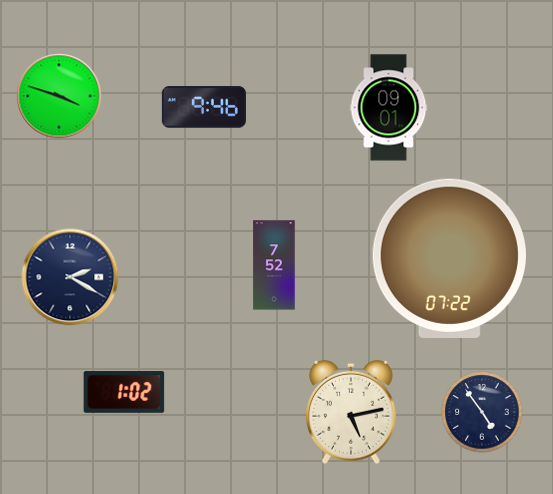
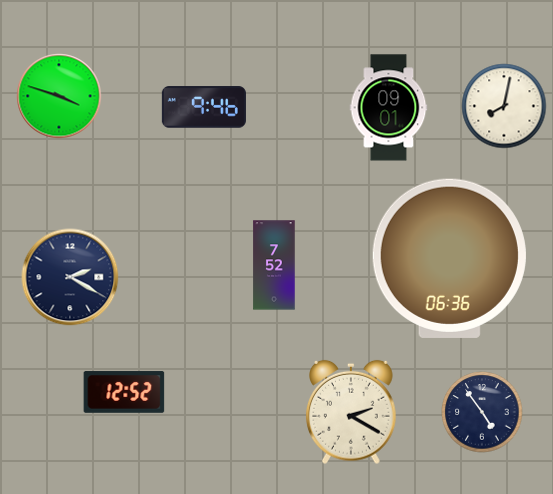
clock at (504, 106): none -> 8:02
clock at (449, 258): 07:22 -> 06:36
clock at (124, 392): 1:02 -> 12:52
clock at (352, 412): 5:13 -> 2:20
